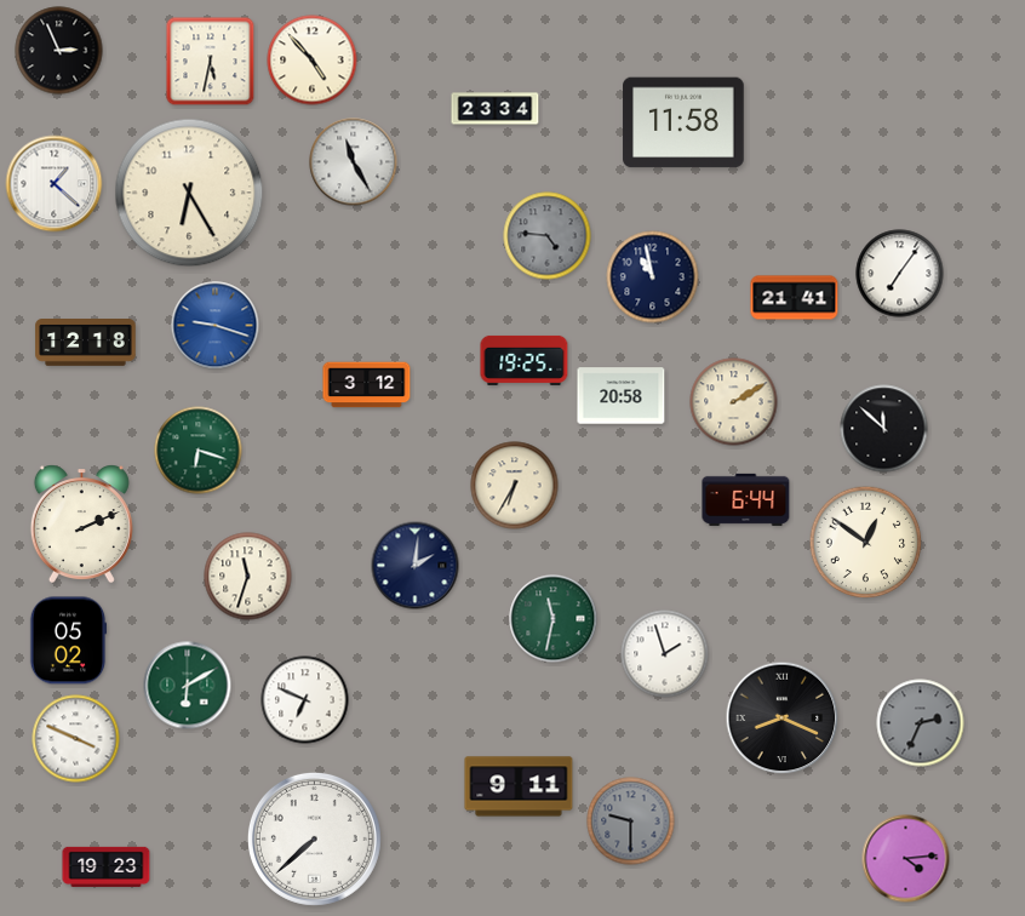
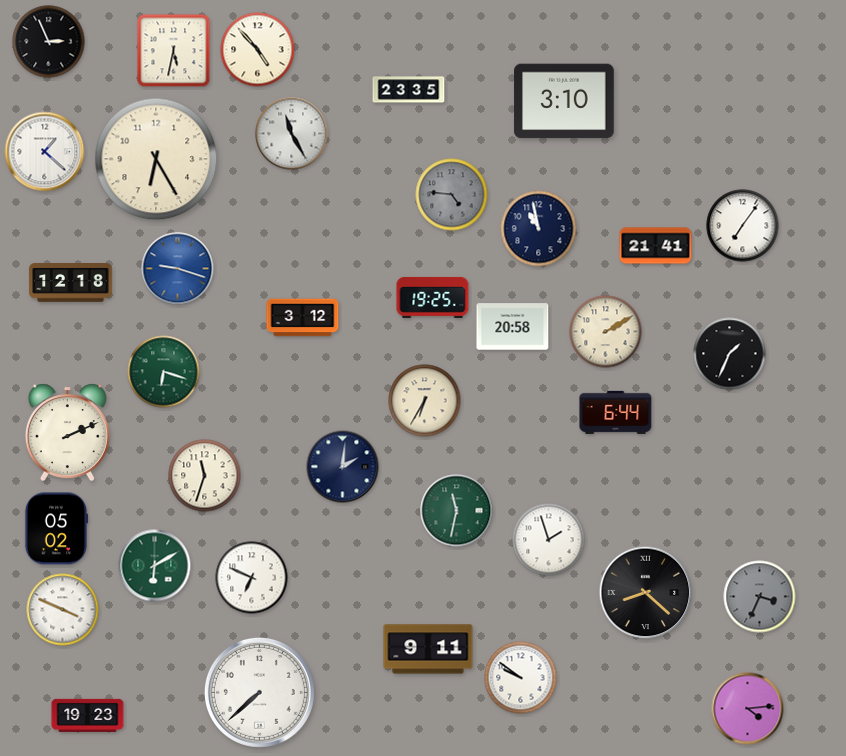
clock at (496, 109): 23:34 -> 23:35
clock at (683, 122): 11:58 -> 3:10
clock at (884, 429): 11:52 -> 1:34
clock at (866, 543): 12:51 -> none
clock at (783, 719): 8:19 -> 8:22
clock at (921, 723): 2:34 -> 3:34
clock at (631, 821): 9:30 -> 9:51
clock at (631, 821) dial: grey -> white
